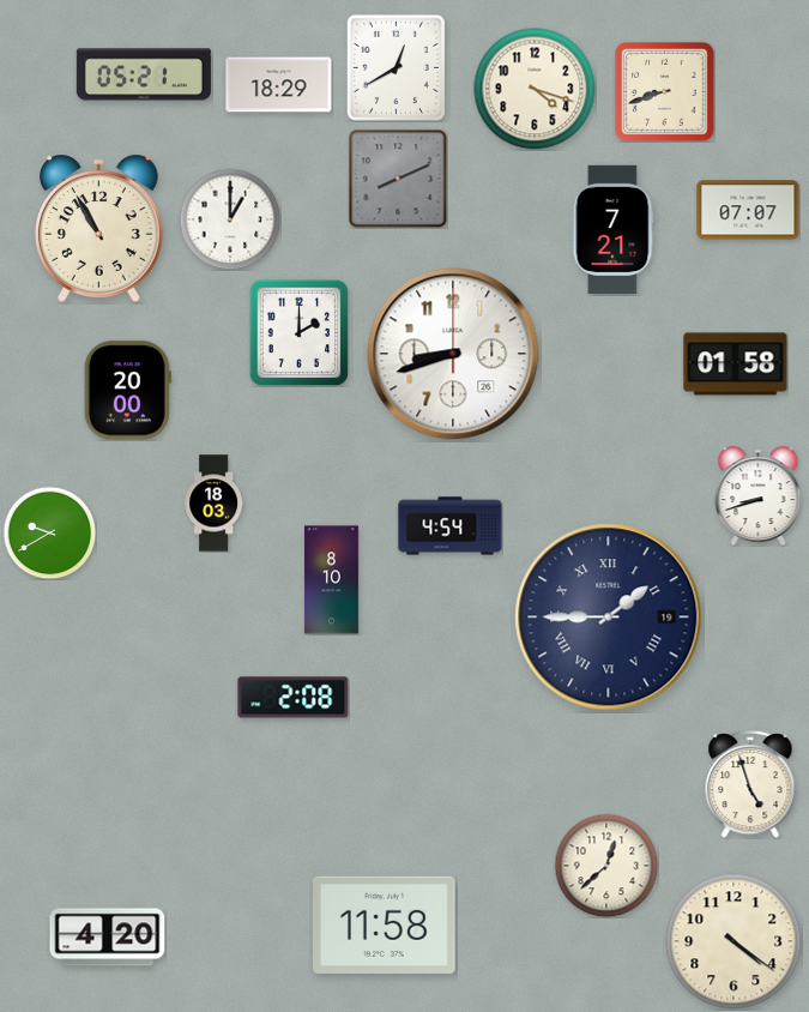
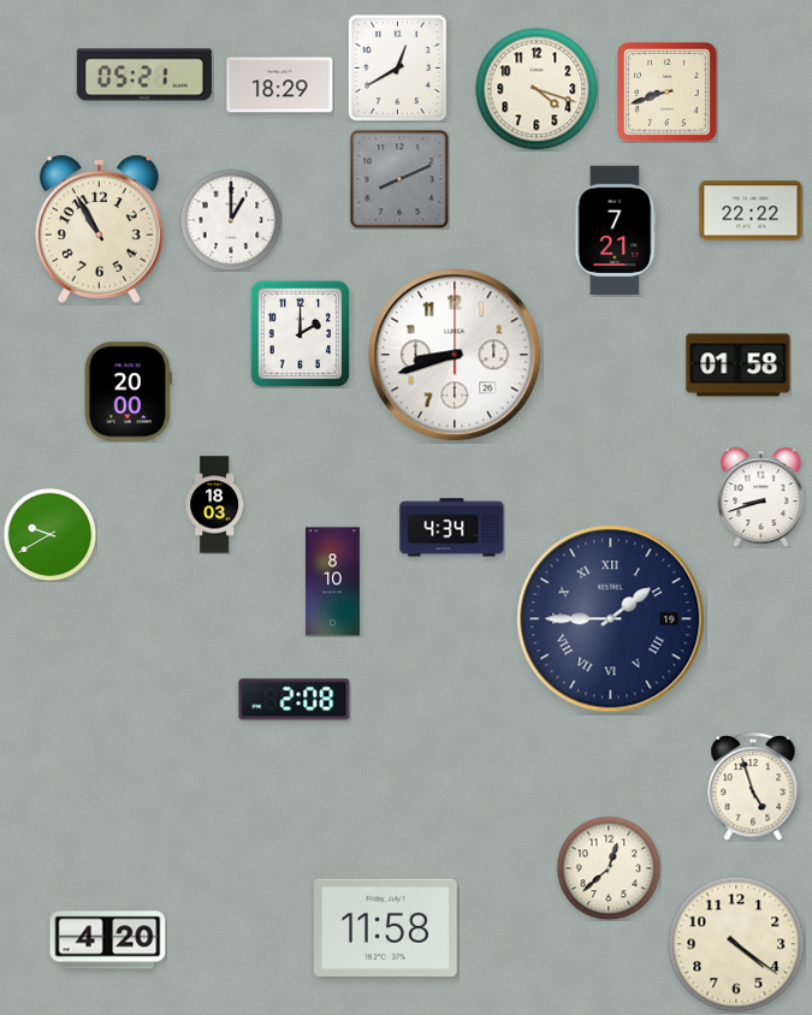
clock at (748, 210): 07:07 -> 22:22
clock at (451, 526): 4:54 -> 4:34
